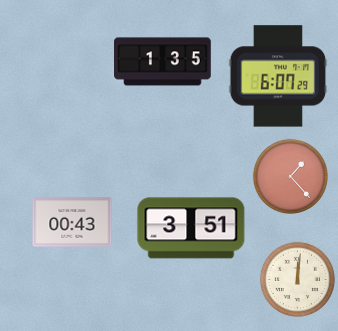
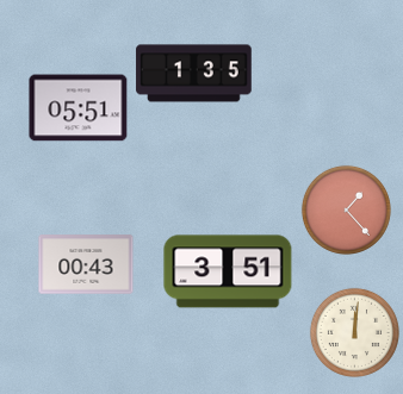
clock at (278, 76): 6:07 -> none
clock at (79, 108): none -> 05:51
